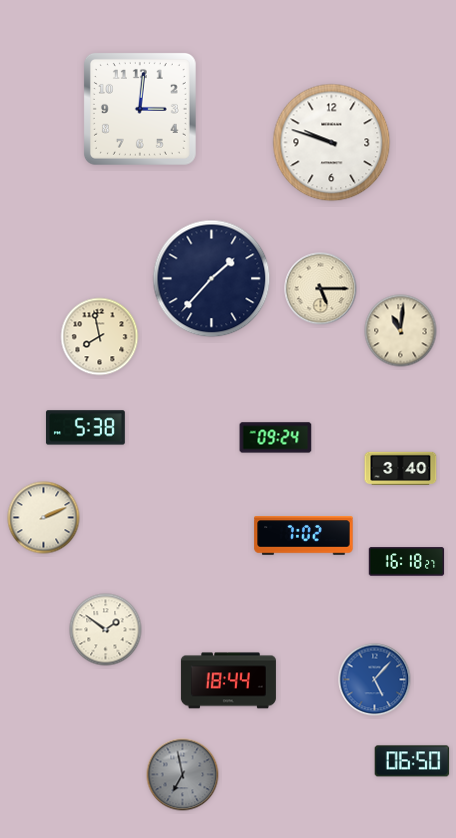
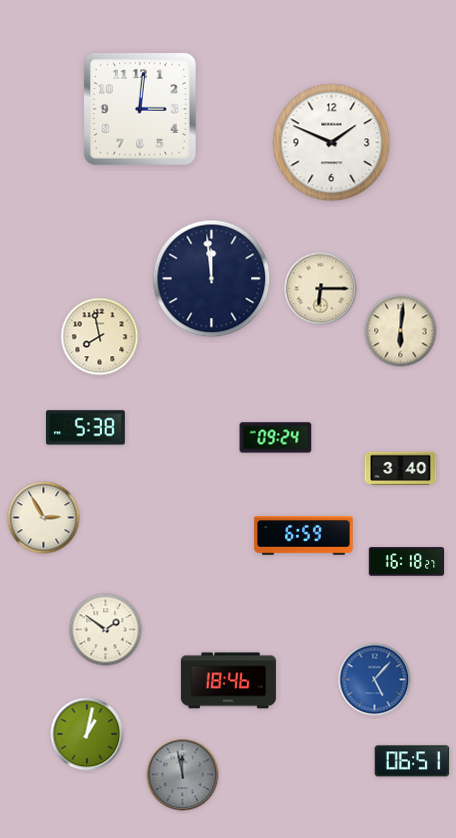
clock at (332, 143): 9:48 -> 1:49
clock at (212, 279): 1:37 -> 11:59
clock at (321, 289): 5:15 -> 6:15
clock at (401, 331): 11:01 -> 6:01
clock at (44, 518): 2:11 -> 2:55
clock at (304, 536): 7:02 -> 6:59
clock at (228, 681): 18:44 -> 18:46
clock at (87, 734): none -> 1:02
clock at (412, 761): 06:50 -> 06:51
clock at (183, 775): 6:58 -> 11:58
